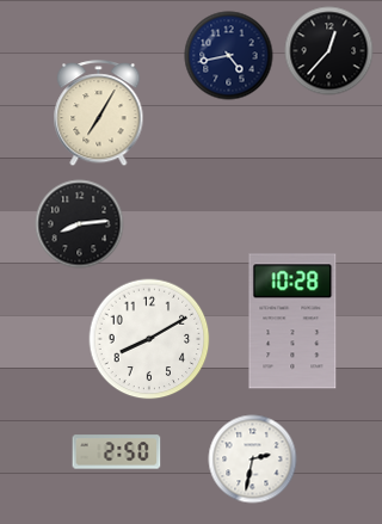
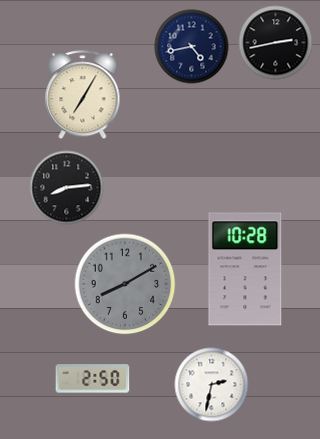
clock at (329, 51): 12:37 -> 2:43
clock at (149, 339) dial: white -> grey
clock at (117, 452) position: (117, 452) -> (93, 379)
